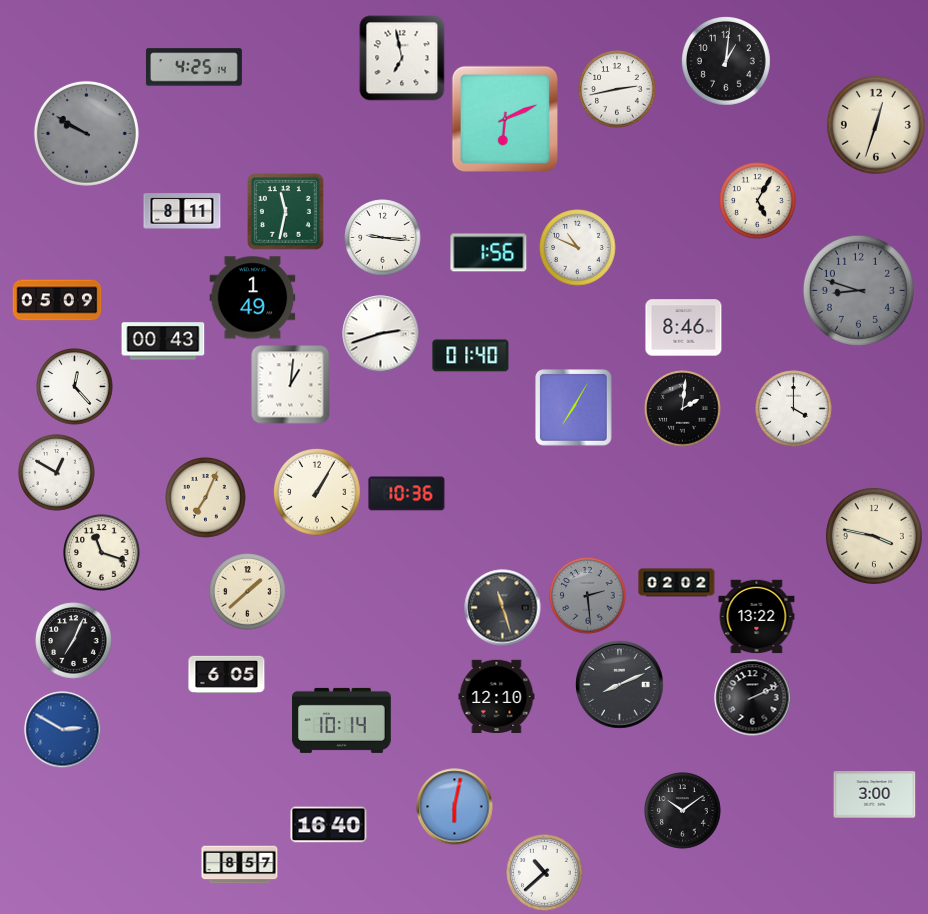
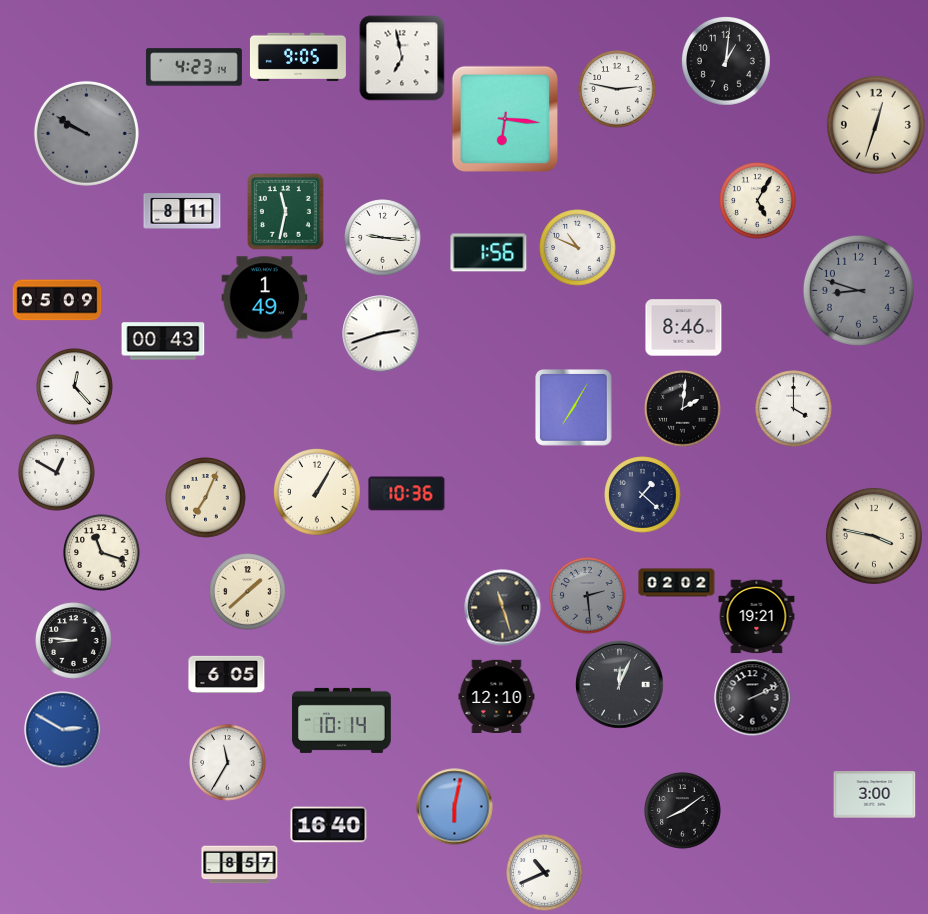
clock at (298, 57): none -> 9:05
clock at (194, 67): 4:25 -> 4:23
clock at (617, 89): 2:43 -> 2:47
clock at (505, 119): 6:11 -> 6:16
clock at (253, 298) position: (253, 298) -> (265, 298)
clock at (471, 356): 01:40 -> none
clock at (291, 385): 1:01 -> none
clock at (643, 495): none -> 1:22
clock at (757, 617): 13:22 -> 19:21
clock at (74, 641): 7:04 -> 8:46
clock at (620, 685): 8:11 -> 12:04
clock at (228, 763): none -> 11:35
clock at (683, 811): 10:09 -> 8:09
clock at (545, 873): 10:38 -> 10:41
